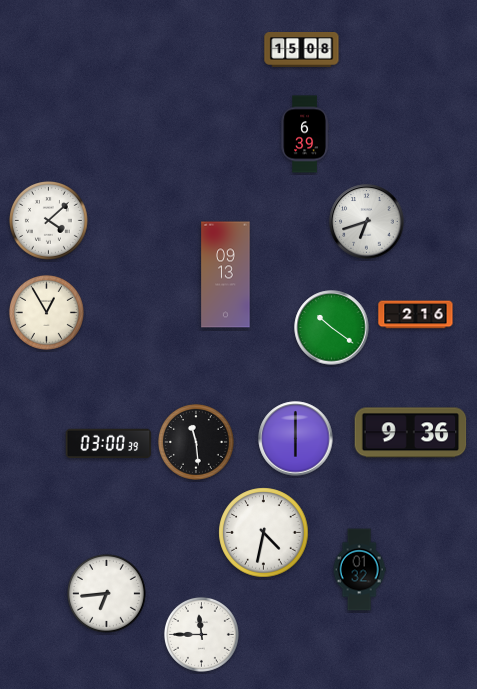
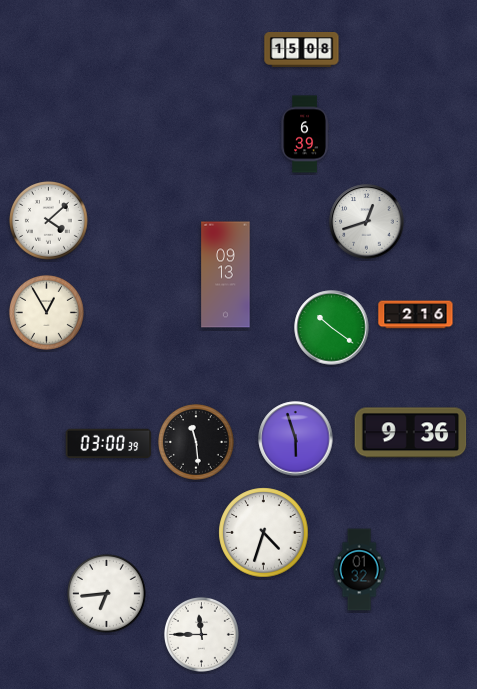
clock at (367, 222): 6:42 -> 12:42
clock at (296, 439): 6:00 -> 5:57
clock at (264, 533): 4:32 -> 4:33
